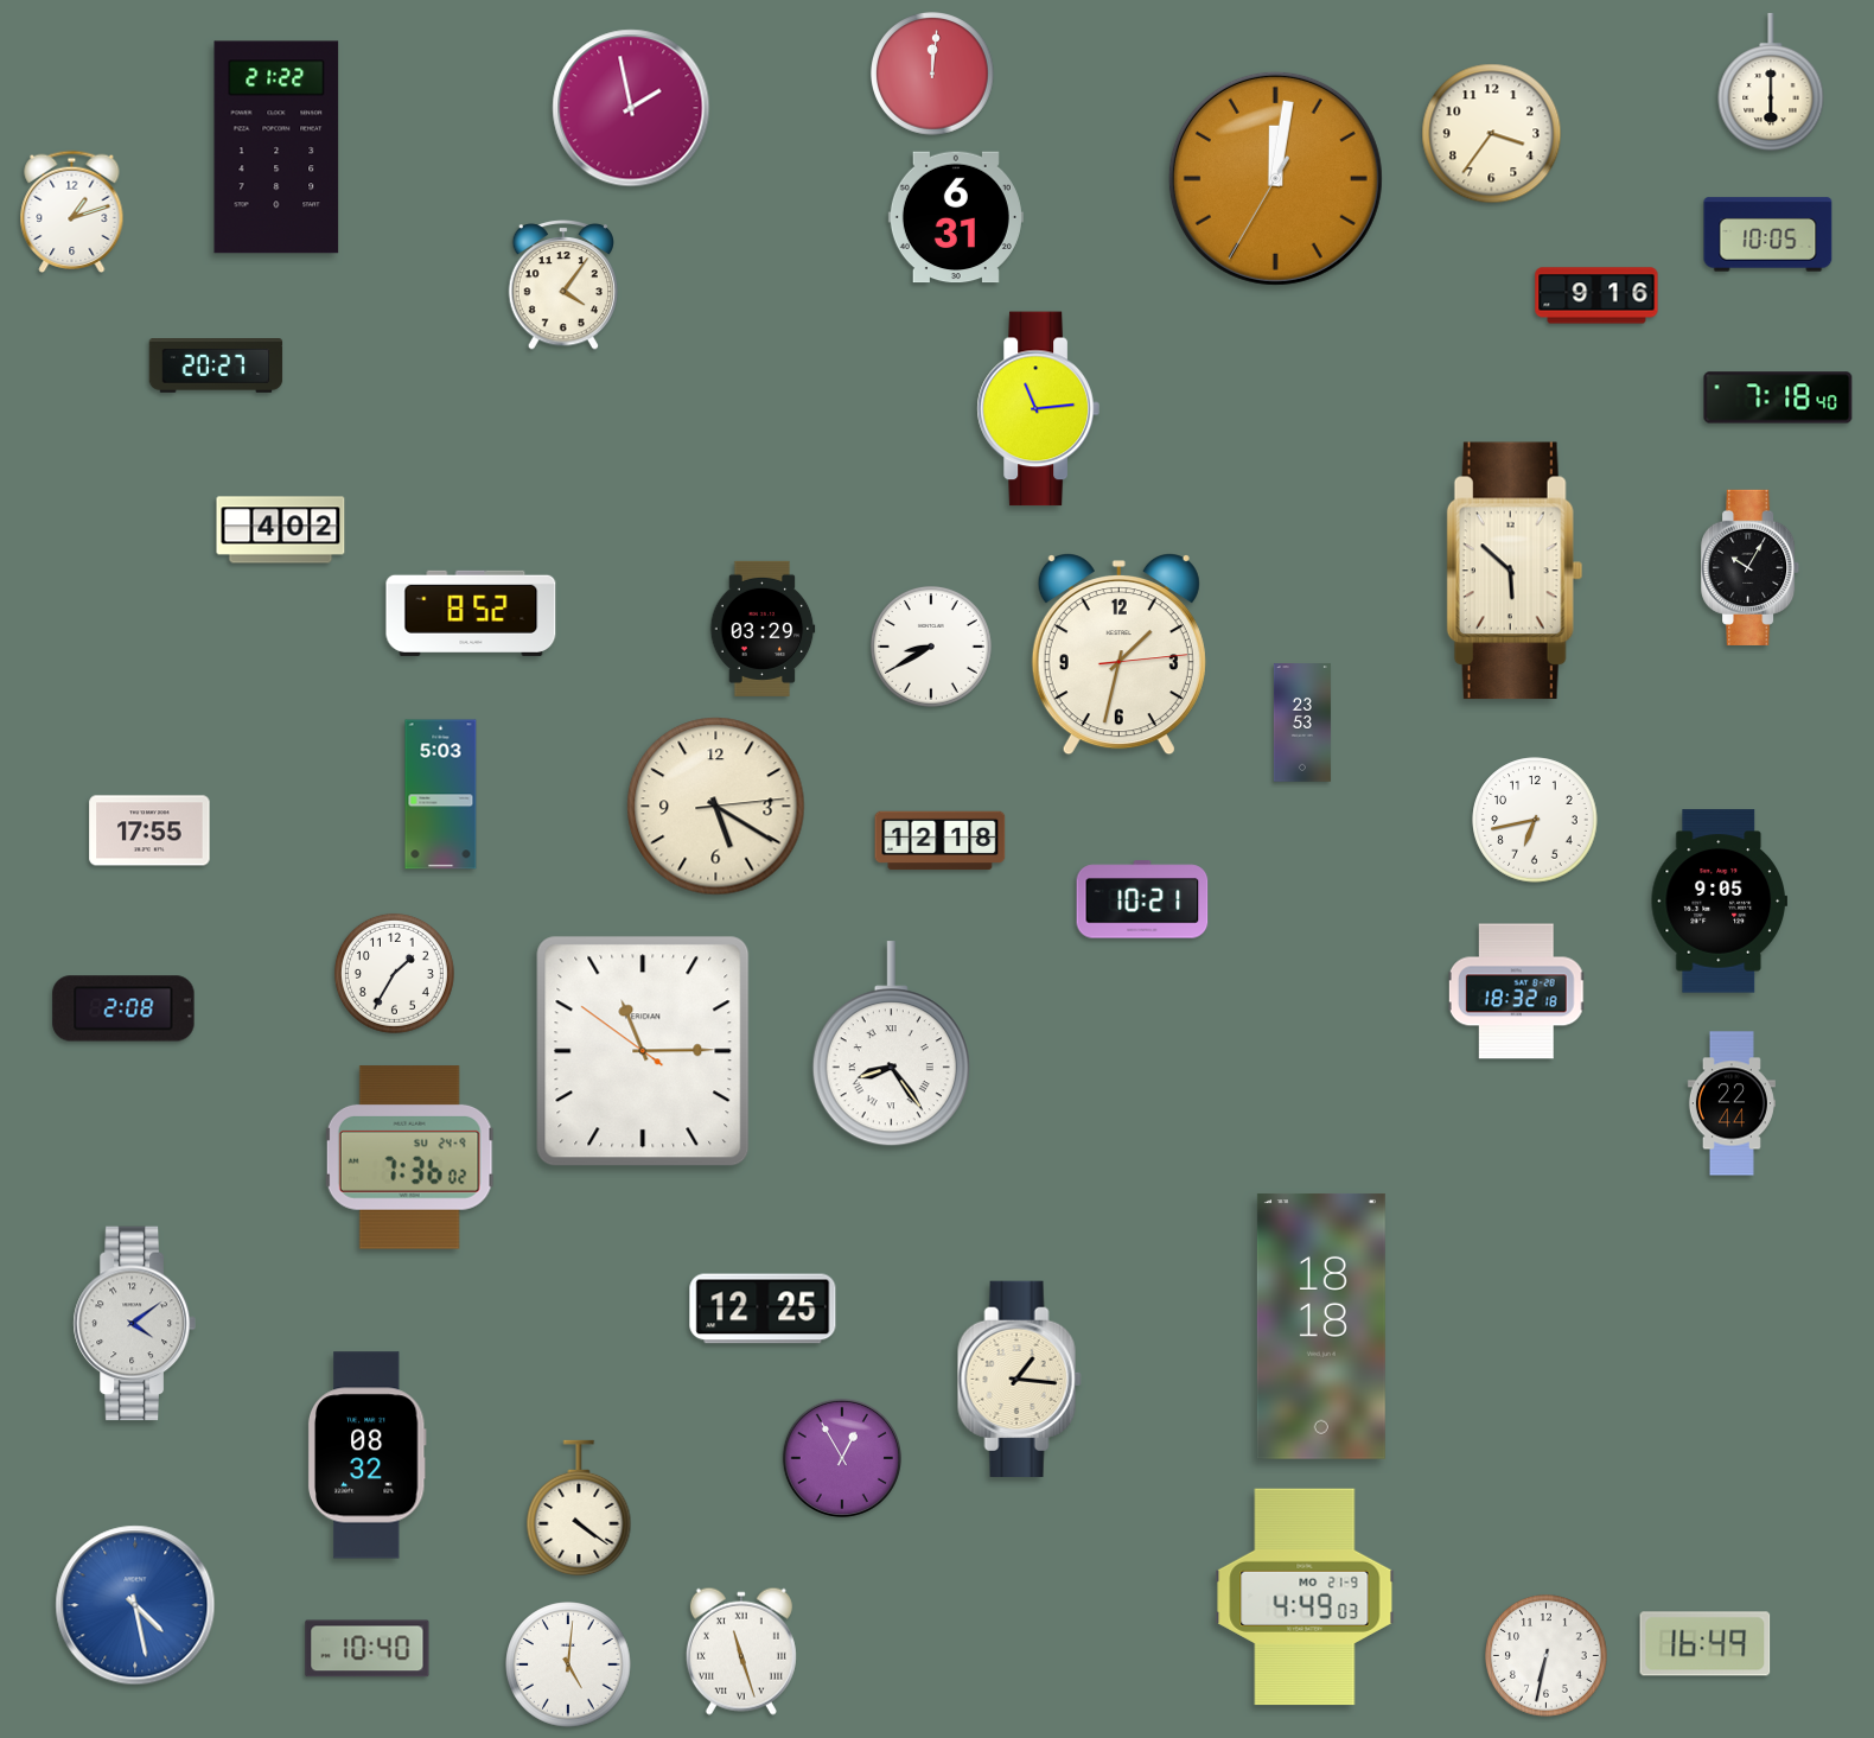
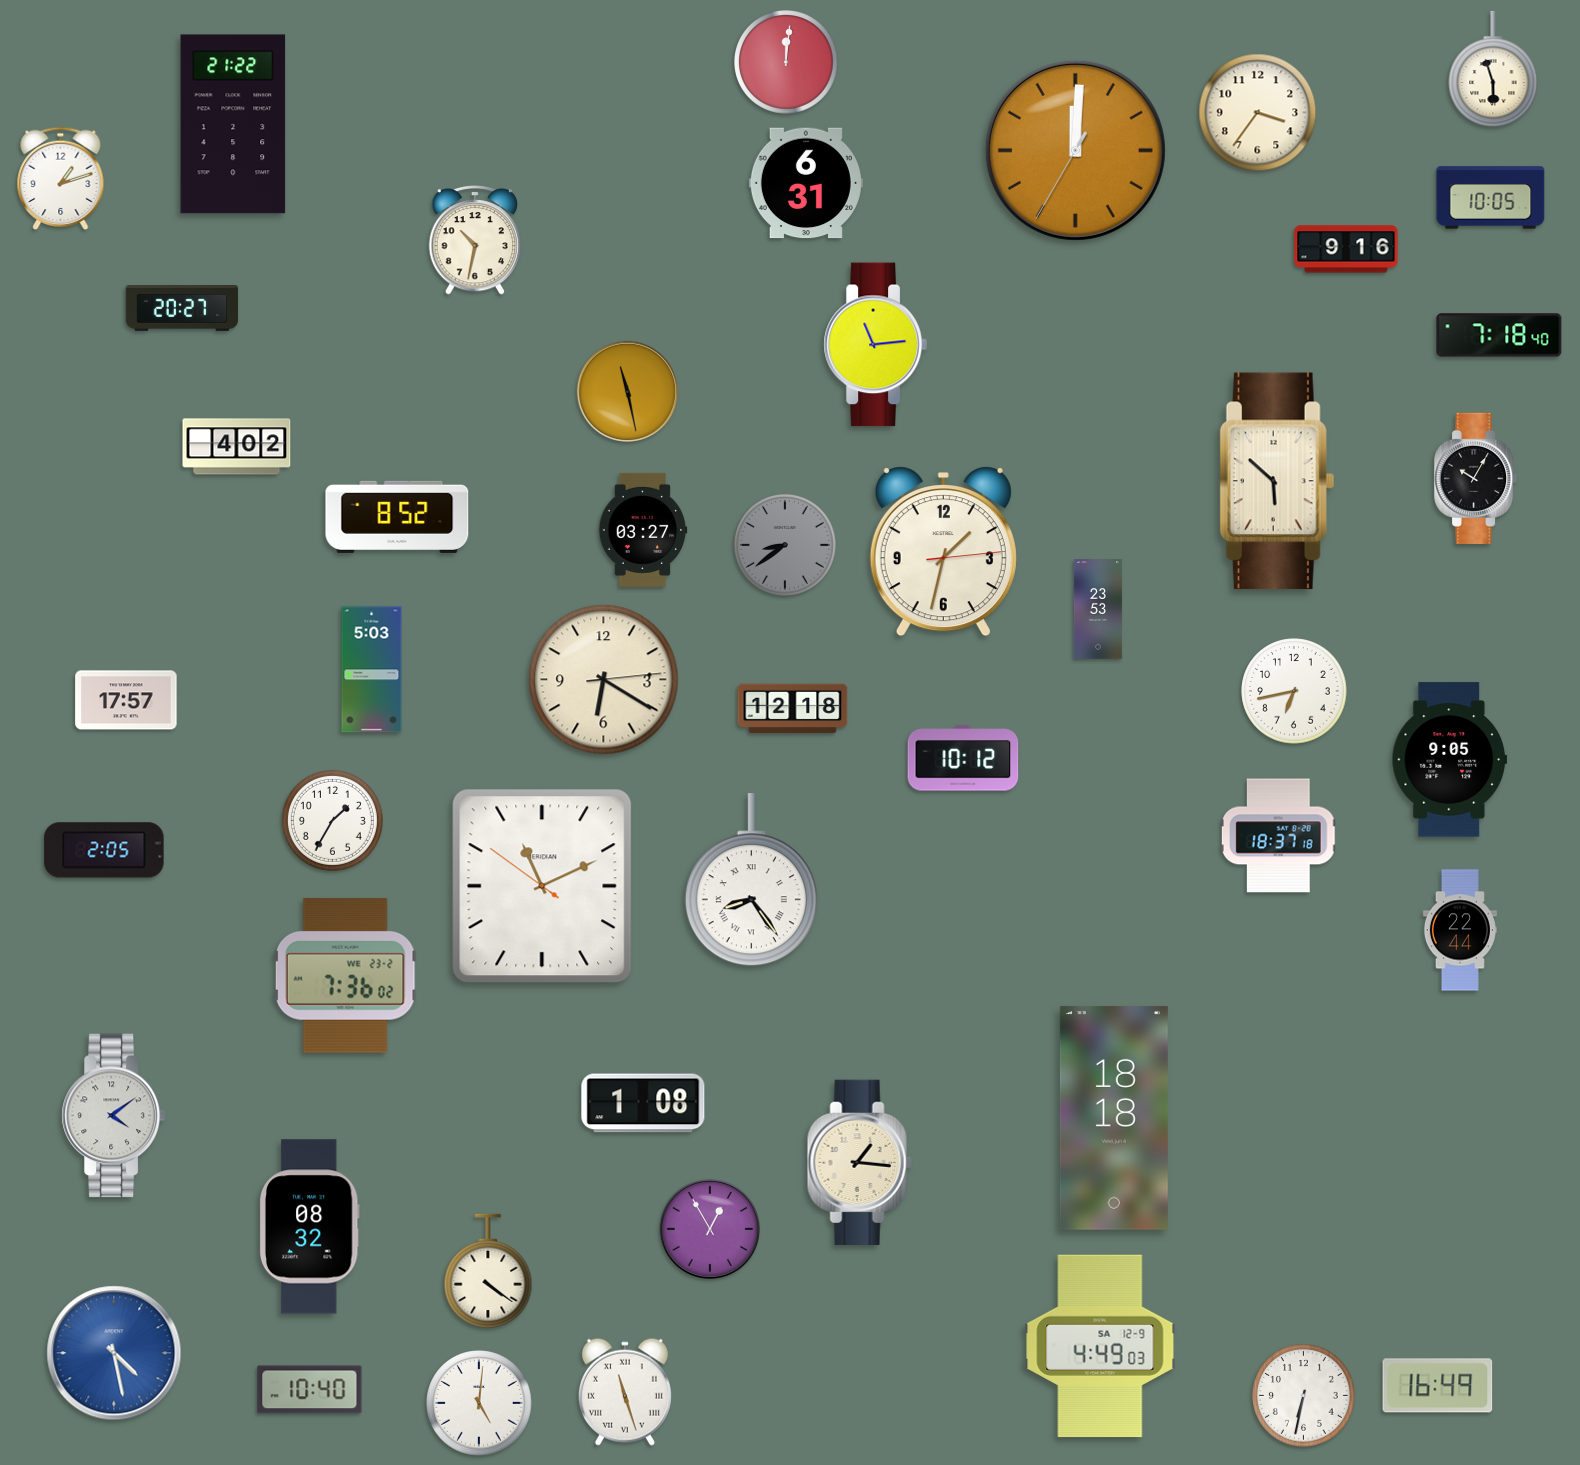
clock at (1771, 82): 6:00 -> 5:57
clock at (631, 108): 1:58 -> none
clock at (1275, 178): 12:01 -> 12:00
clock at (563, 285): 4:06 -> 10:32
clock at (627, 391): none -> 11:28
clock at (763, 629): 03:29 -> 03:27
clock at (931, 647): 8:40 -> 8:39
clock at (931, 647) dial: white -> grey
clock at (716, 807): 5:20 -> 6:20
clock at (149, 830): 17:55 -> 17:57
clock at (1142, 899): 10:21 -> 10:12
clock at (1516, 992): 18:32 -> 18:37
clock at (123, 1008): 2:08 -> 2:05
clock at (643, 1051): 11:14 -> 11:10
clock at (410, 1158) date: SU 24-9 -> WE 23-2
clock at (763, 1309): 12:25 -> 1:08
clock at (1305, 1597) date: MO 21-9 -> SA 12-9
